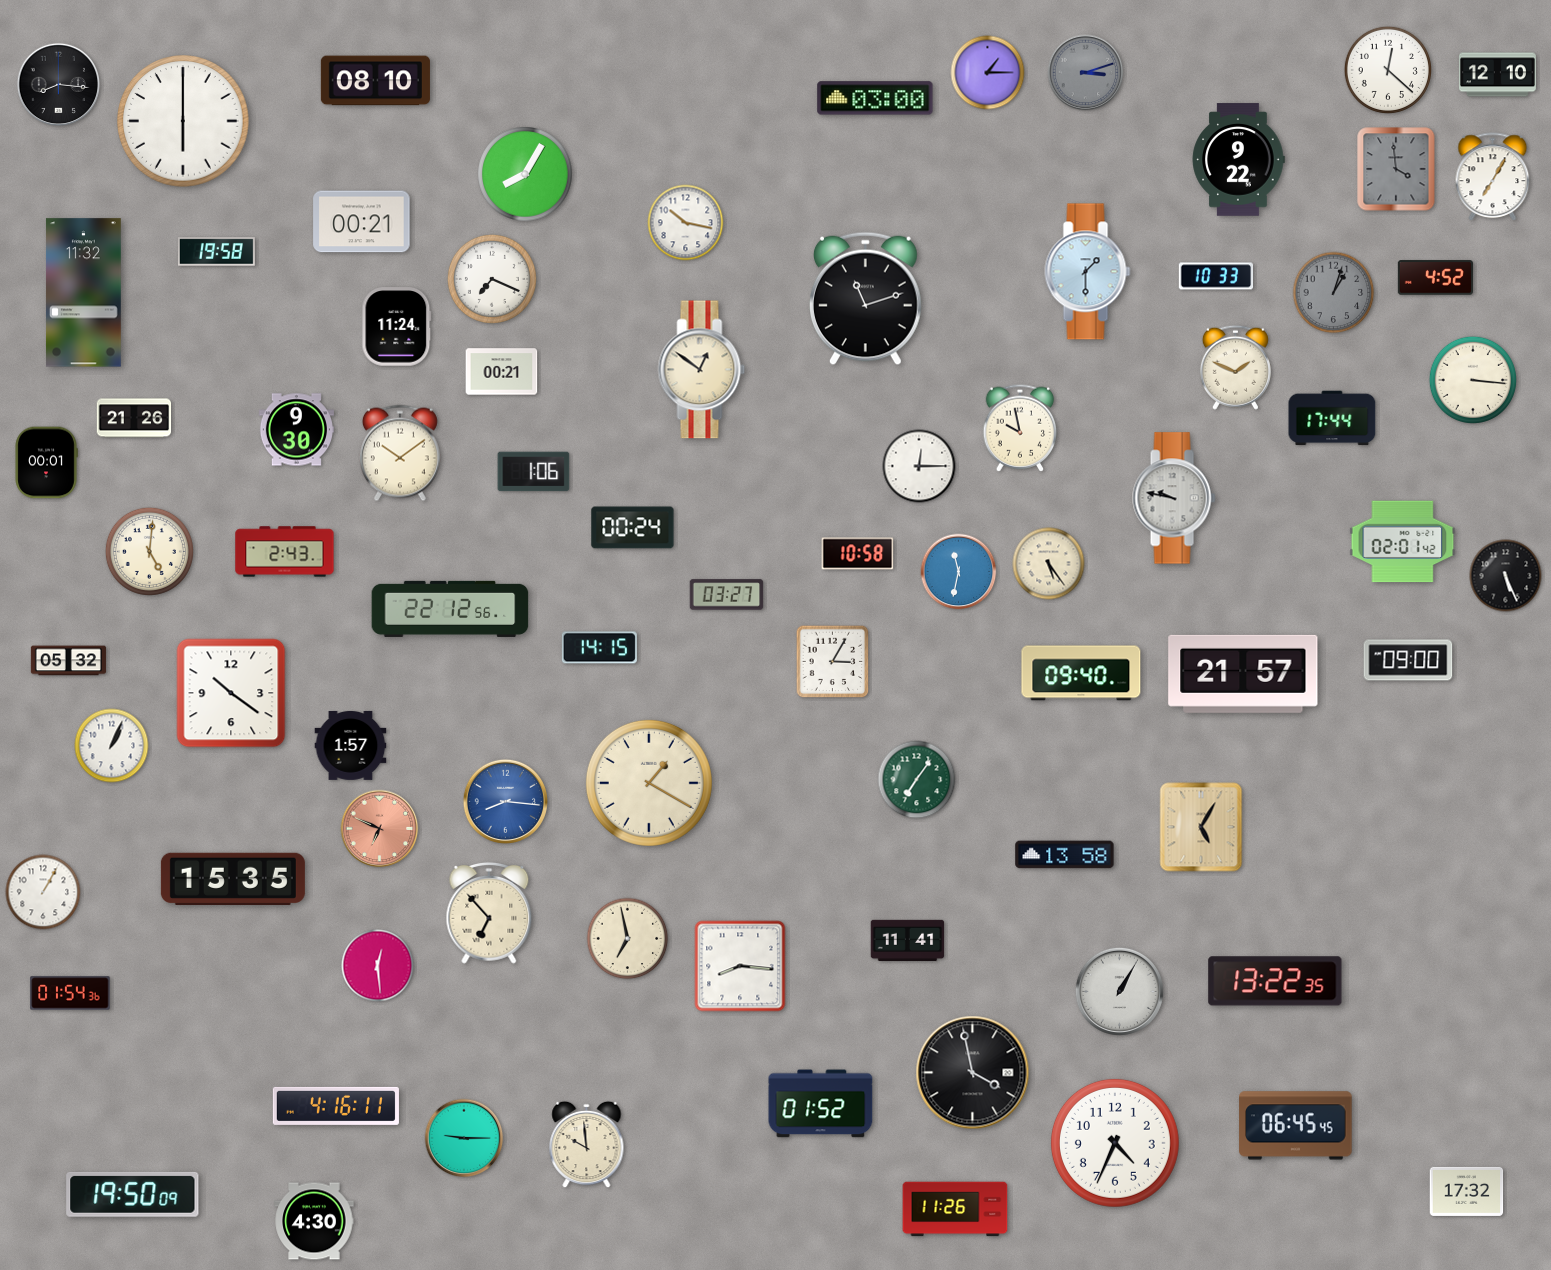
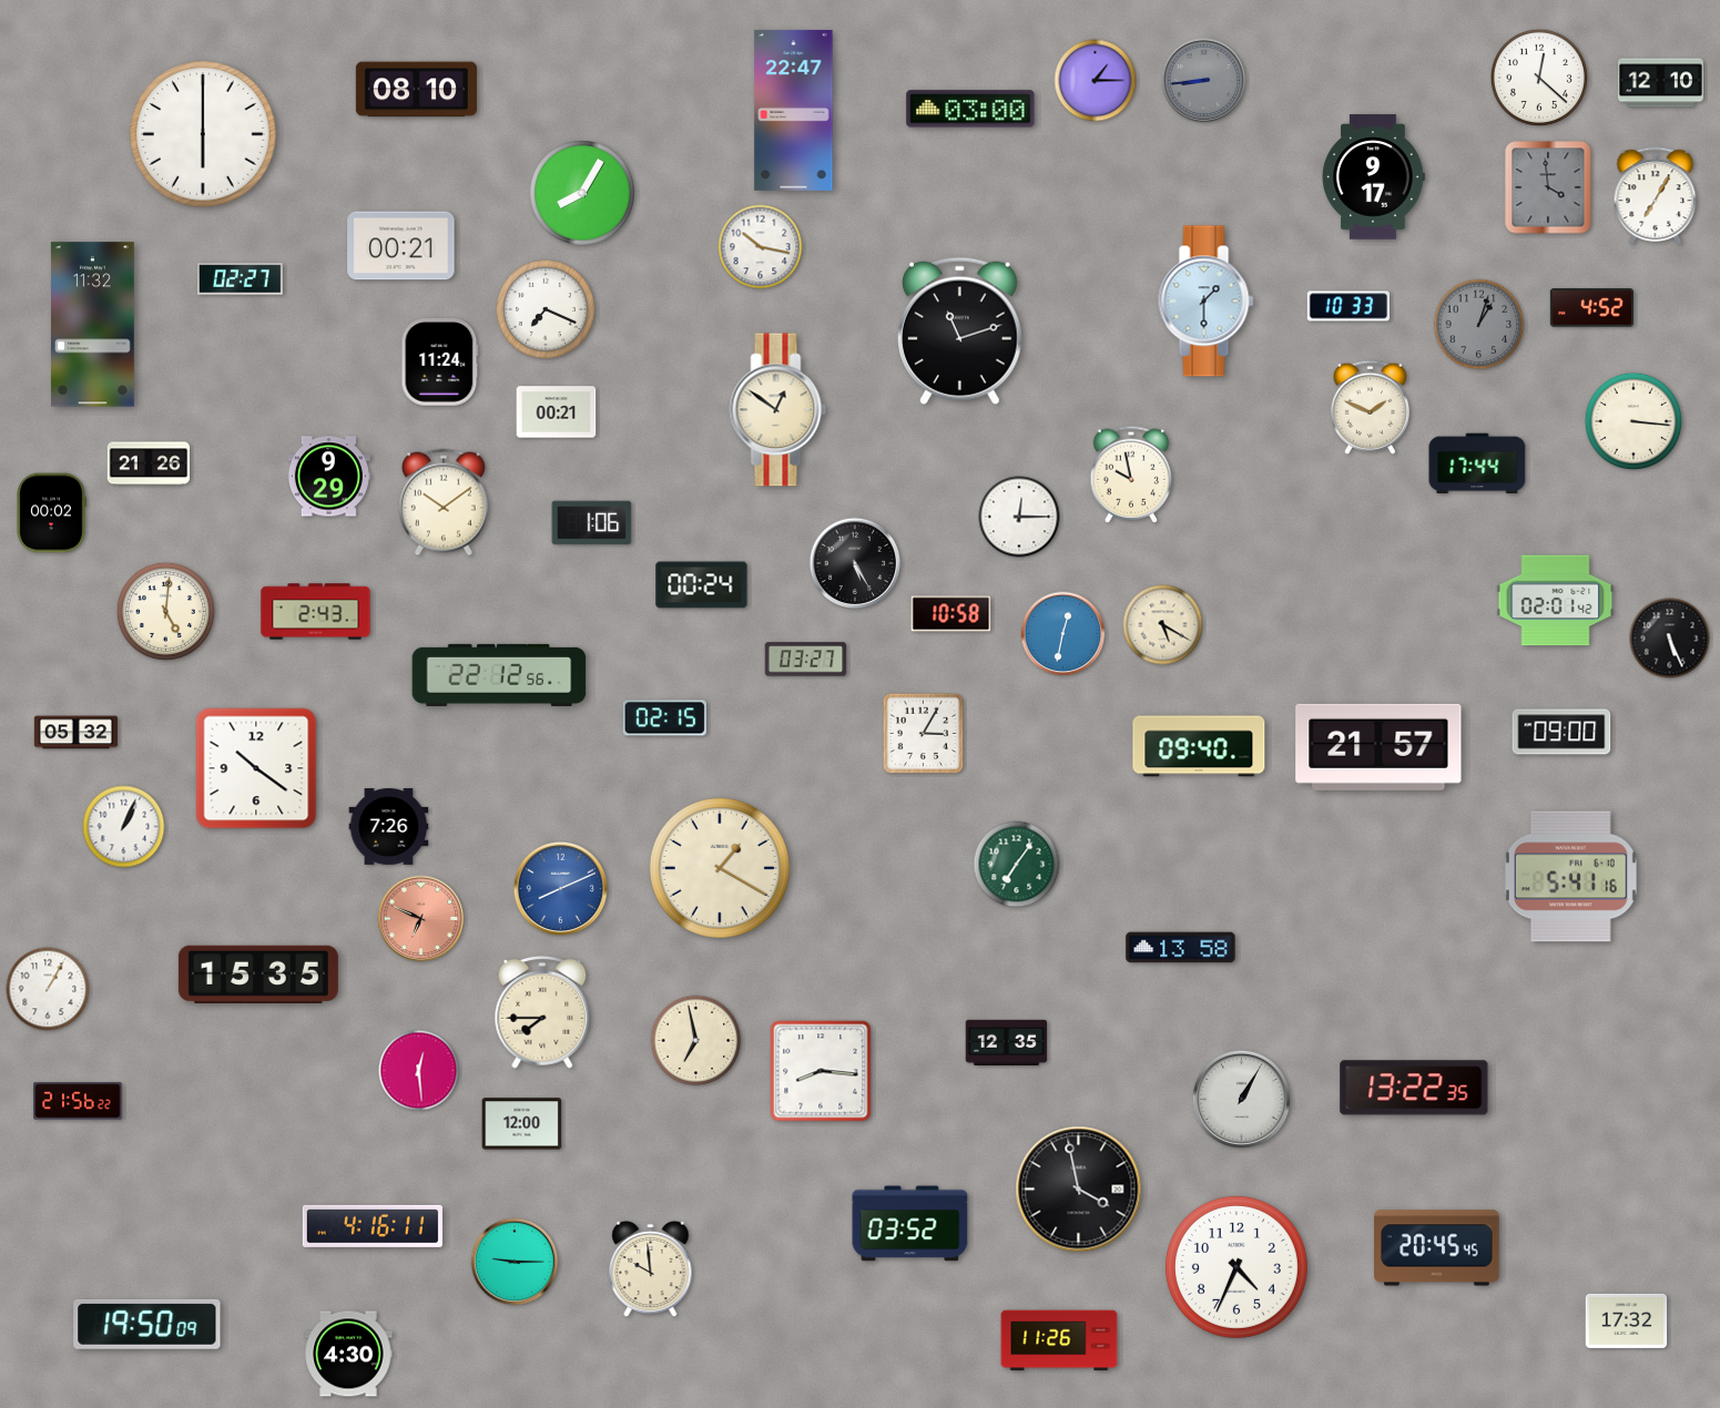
clock at (1086, 73): 3:12 -> 8:44
clock at (59, 85): 8:16 -> none
clock at (794, 110): none -> 22:47
clock at (1238, 160): 9:22 -> 9:17
clock at (216, 252): 19:58 -> 02:27
clock at (296, 430): 9:30 -> 9:29
clock at (46, 463): 00:01 -> 00:02
clock at (1174, 498): 9:47 -> none
clock at (855, 563): none -> 5:25
clock at (1049, 564): 5:24 -> 5:20
clock at (959, 572): 11:32 -> 12:32
clock at (599, 648): 14:15 -> 02:15
clock at (351, 745): 1:57 -> 7:26
clock at (1570, 877): none -> 5:41
clock at (505, 801): 8:16 -> 8:11
clock at (1201, 827): 5:05 -> none
clock at (489, 913): 6:53 -> 7:45
clock at (908, 940): 11:41 -> 12:35
clock at (70, 993): 01:54 -> 21:56
clock at (522, 1124): none -> 12:00
clock at (821, 1104): 01:52 -> 03:52
clock at (1296, 1126): 06:45 -> 20:45
